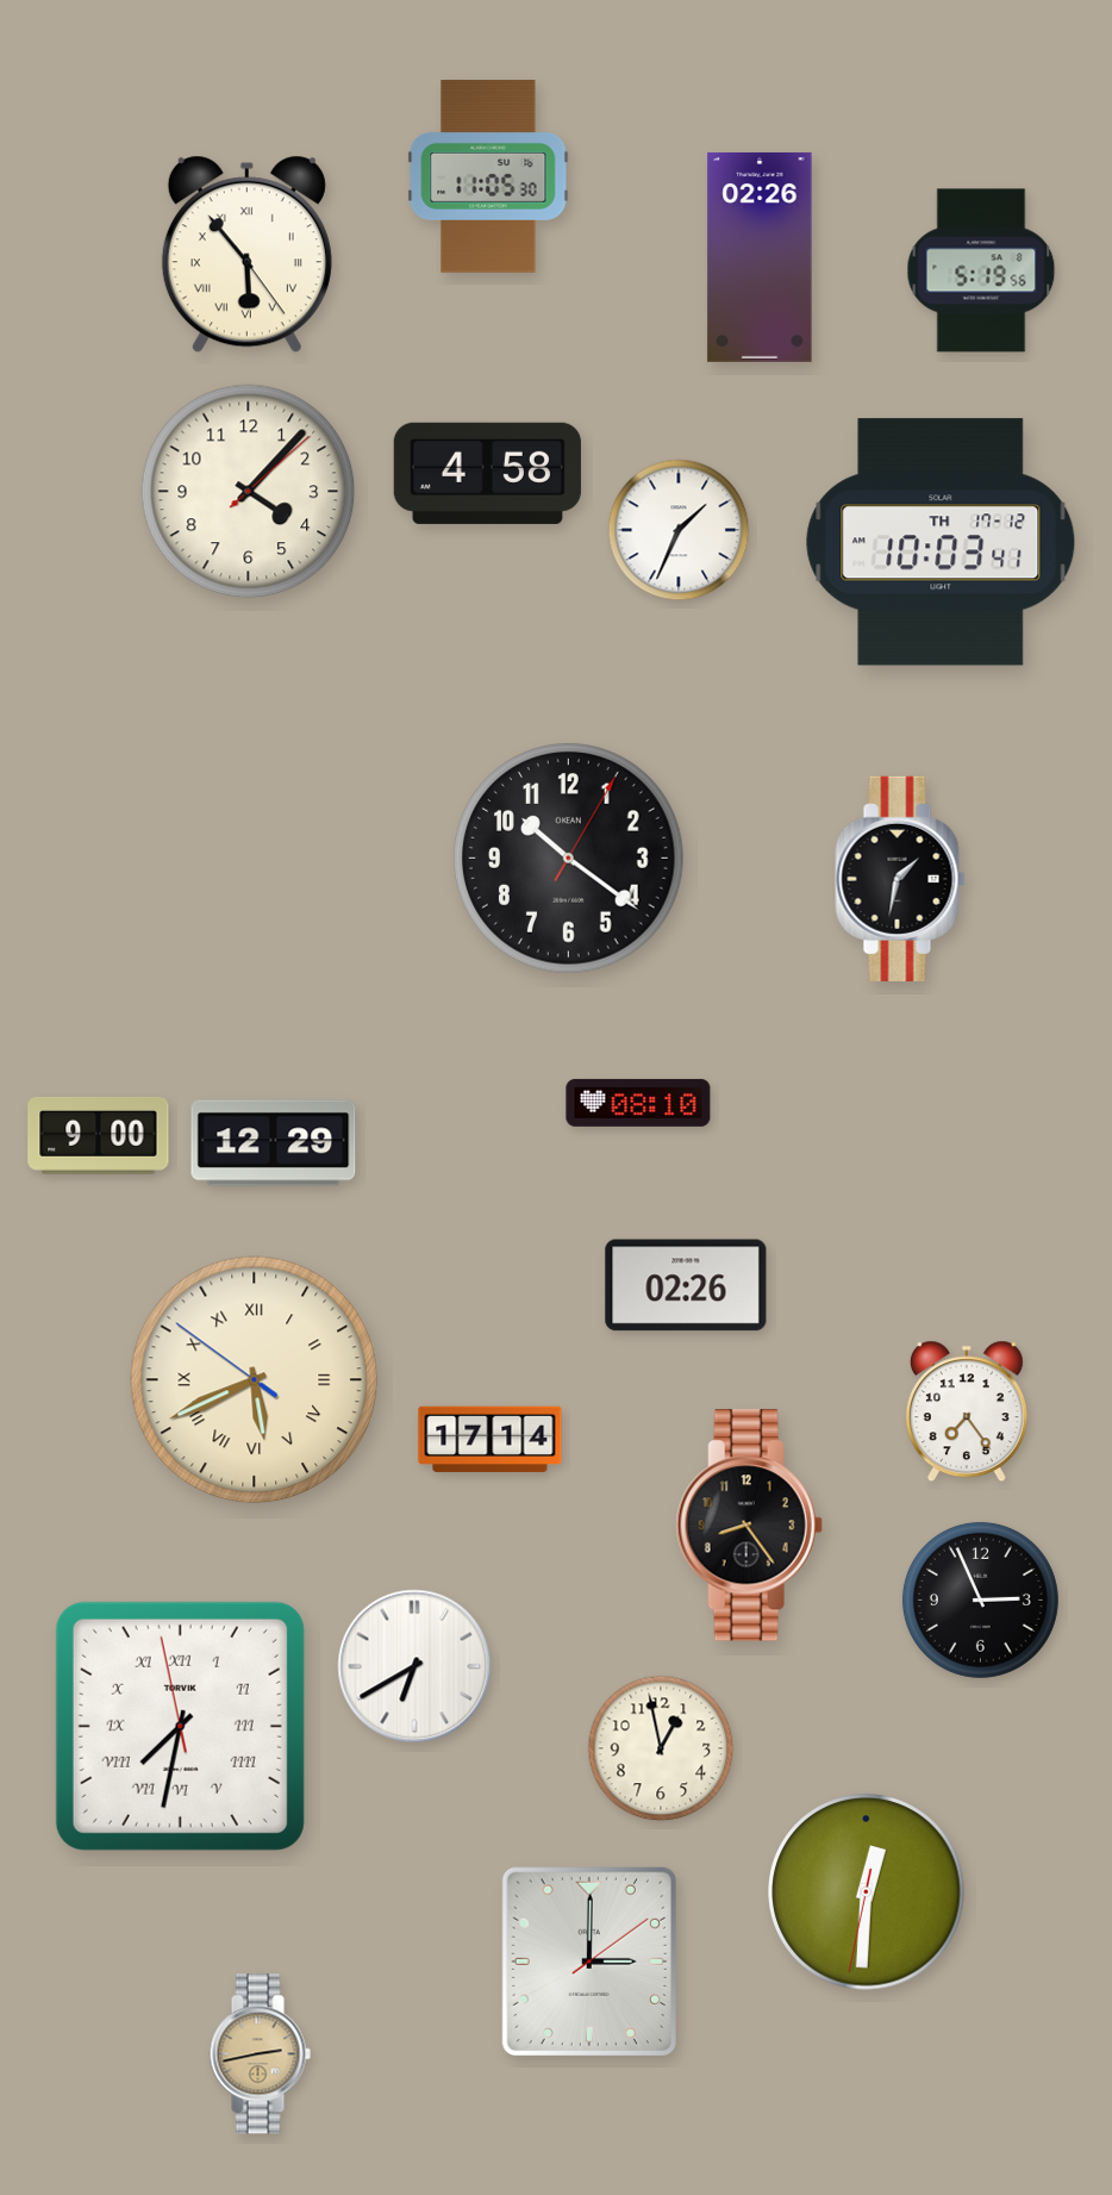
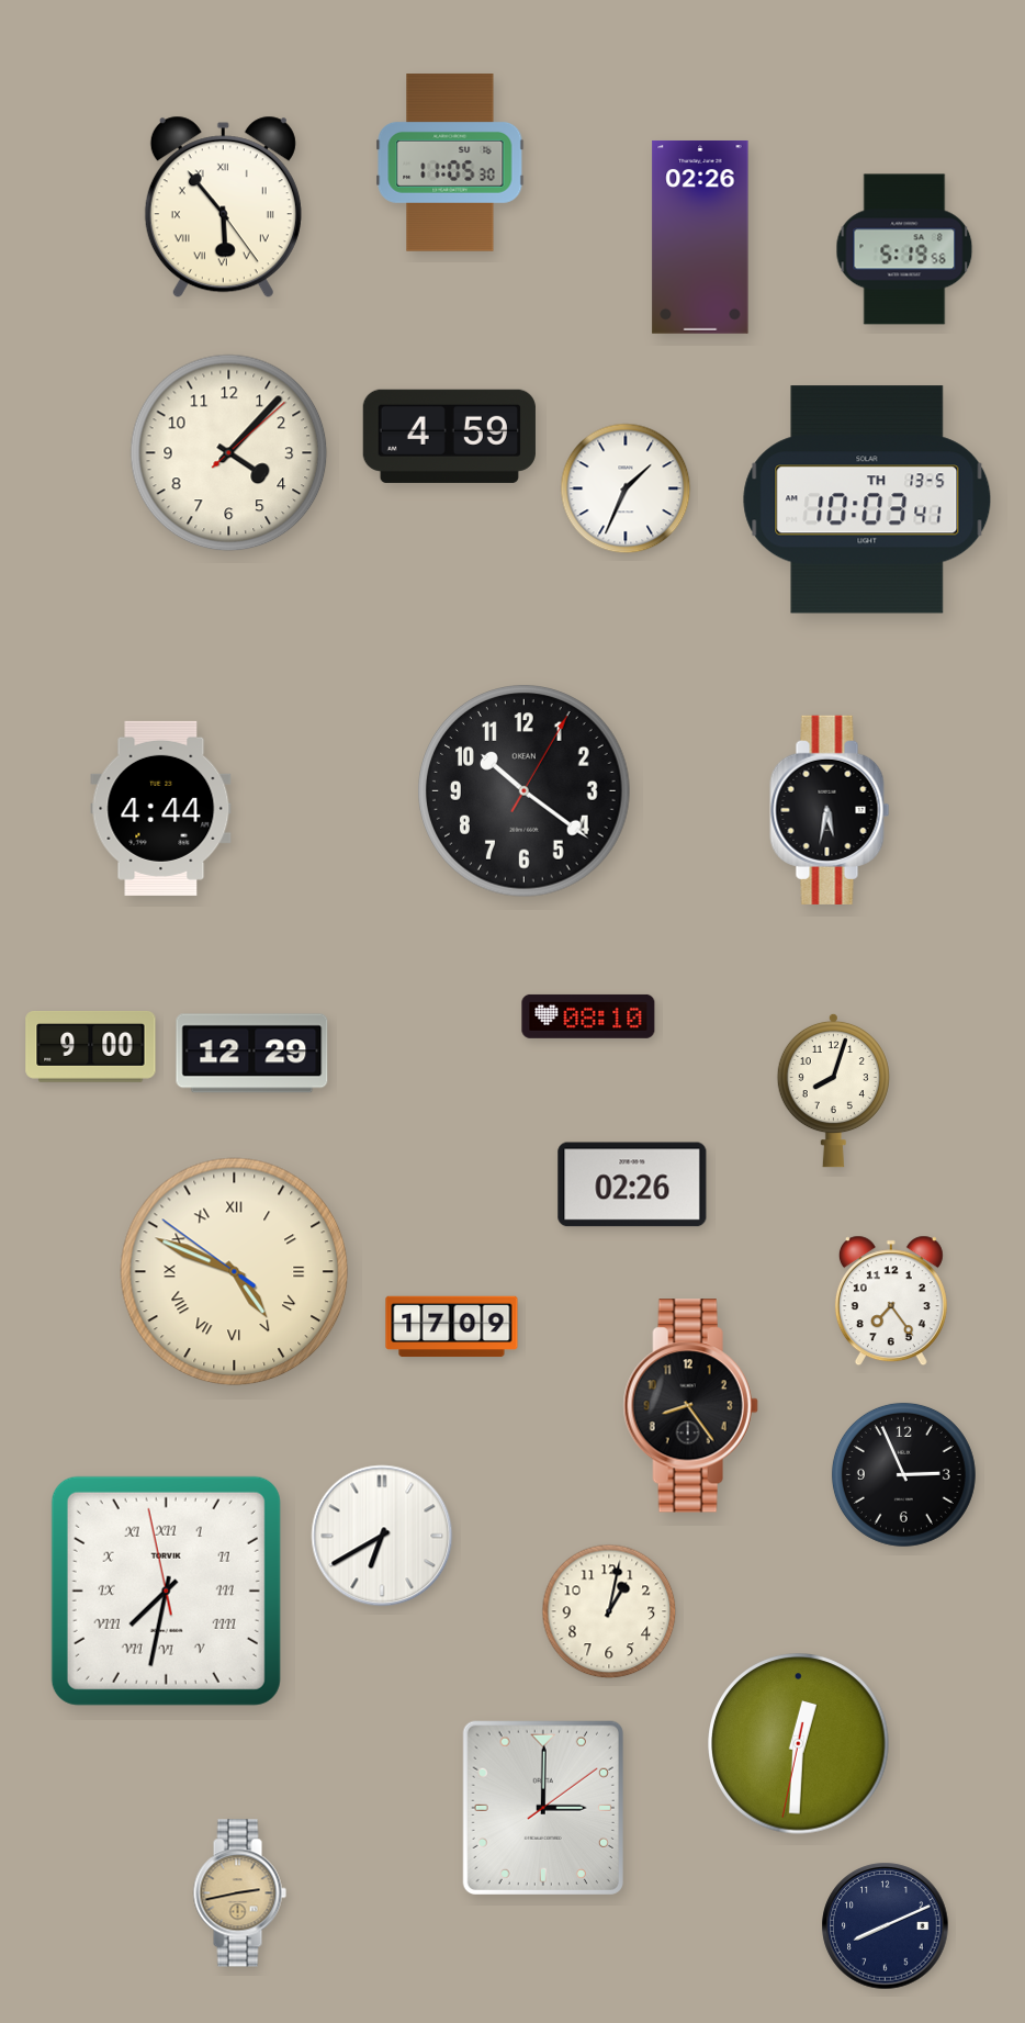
clock at (246, 255) position: (246, 255) -> (223, 207)
clock at (487, 473): 4:58 -> 4:59
clock at (941, 542) date: TH 17-12 -> TH 13-5
clock at (161, 808): none -> 4:44
clock at (900, 879): 1:32 -> 5:32
clock at (833, 1090): none -> 8:03
clock at (255, 1380): 5:40 -> 4:48
clock at (491, 1440): 17:14 -> 17:09
clock at (661, 1748): 12:58 -> 1:02
clock at (886, 1926): none -> 8:11
